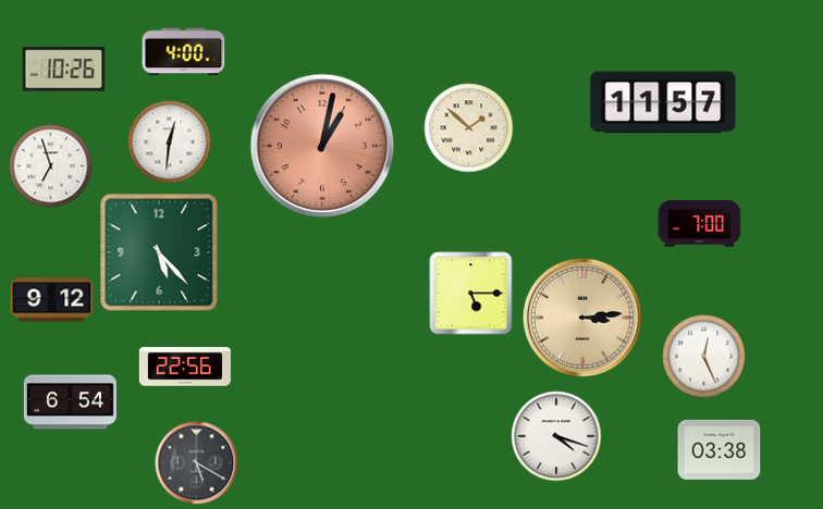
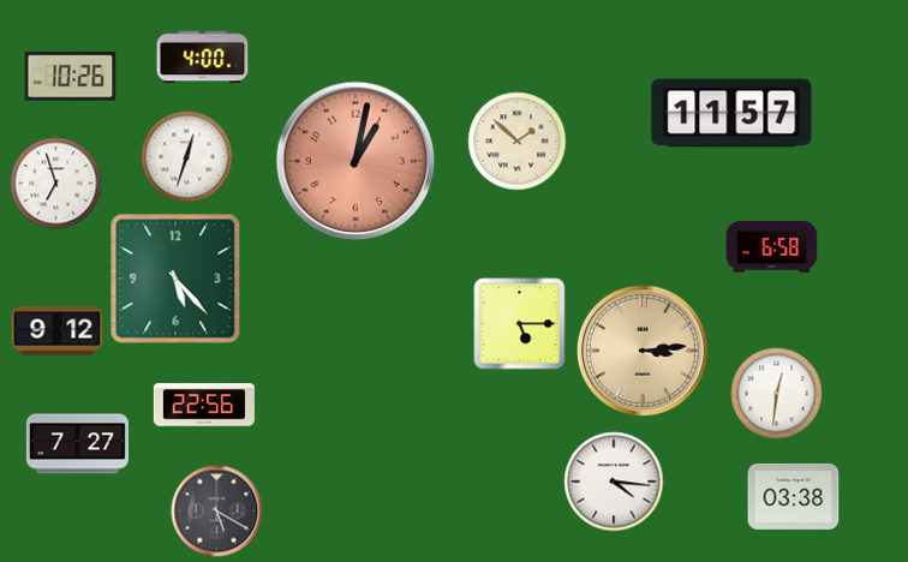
clock at (170, 142): 12:31 -> 12:33
clock at (700, 224): 7:00 -> 6:58
clock at (704, 357): 12:26 -> 12:31
clock at (70, 402): 6:54 -> 7:27
clock at (556, 436): 4:18 -> 4:16
